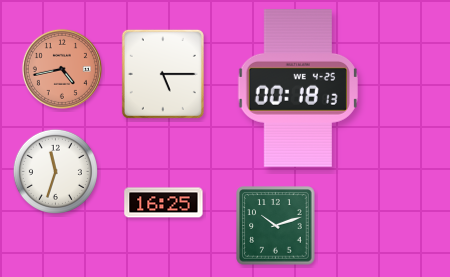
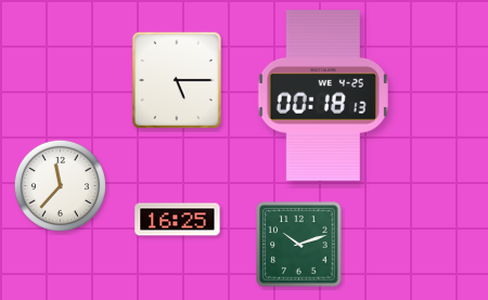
clock at (62, 69): 4:43 -> none
clock at (55, 171): 11:33 -> 11:37
